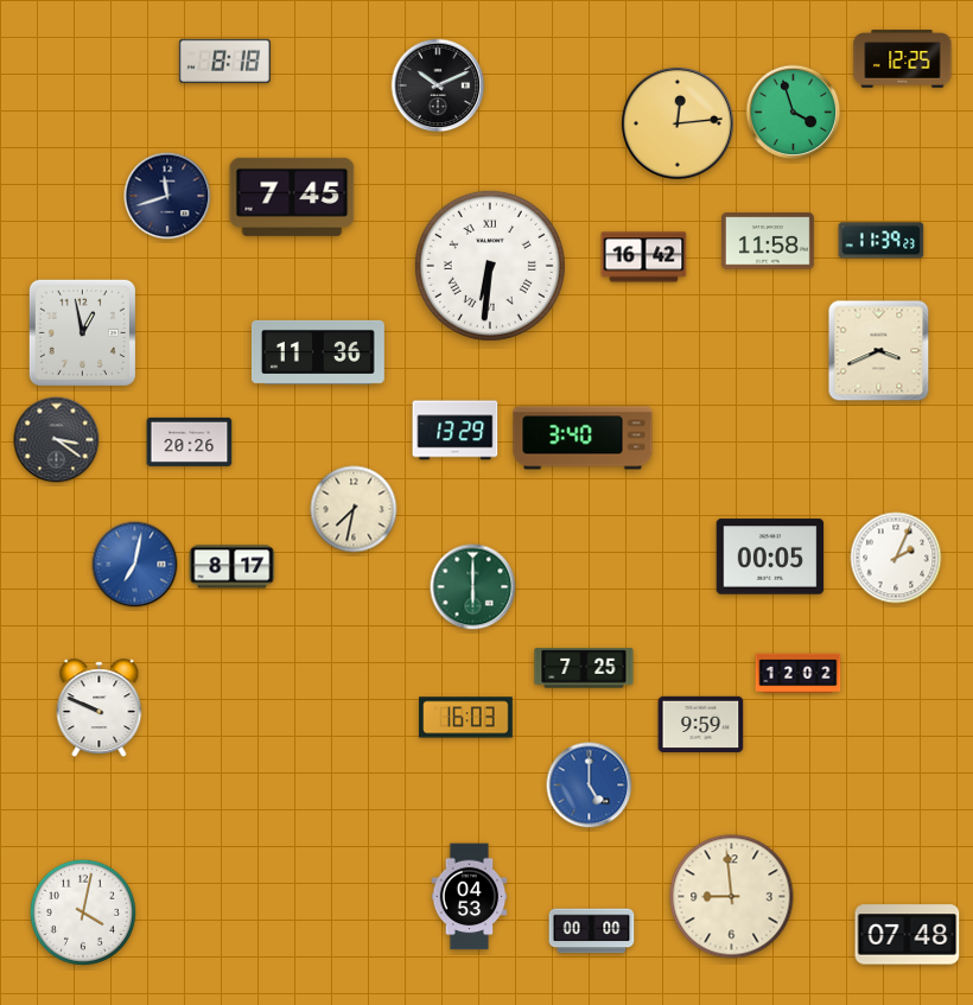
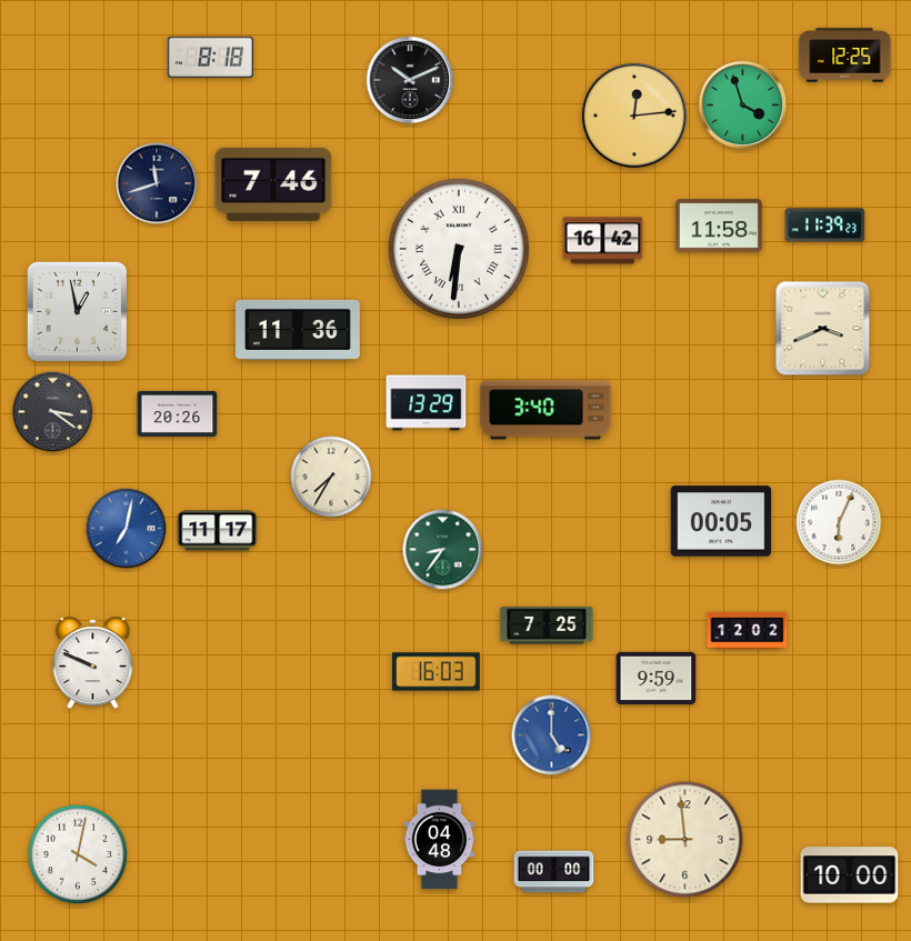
clock at (292, 197): 7:45 -> 7:46
clock at (354, 509): 7:32 -> 7:35
clock at (896, 558): 2:04 -> 6:04
clock at (233, 567): 8:17 -> 11:17
clock at (473, 587): 6:00 -> 8:36
clock at (470, 897): 04:53 -> 04:48
clock at (908, 935): 07:48 -> 10:00
